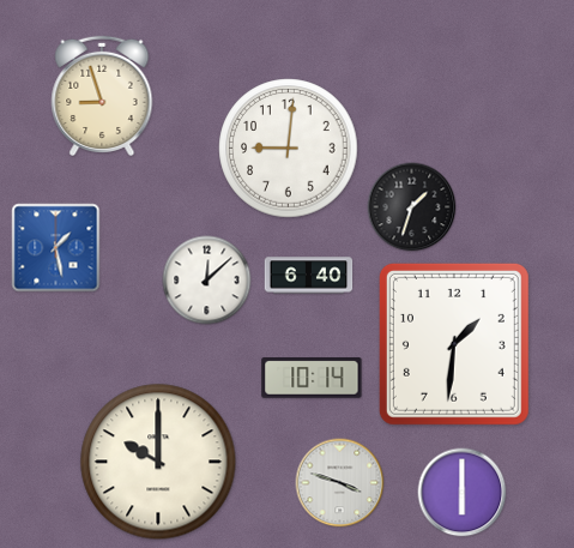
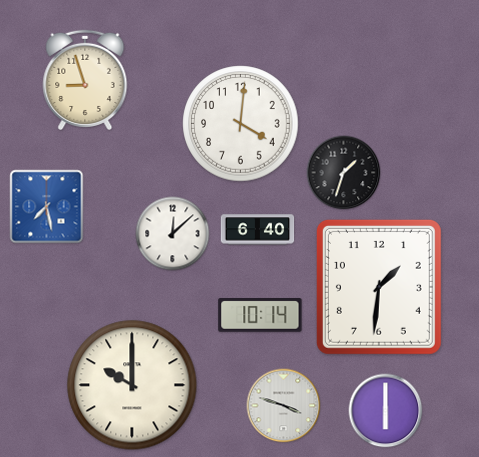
clock at (289, 149): 9:01 -> 4:01
clock at (56, 248): 1:28 -> 7:28
clock at (340, 483) position: (340, 483) -> (284, 406)
